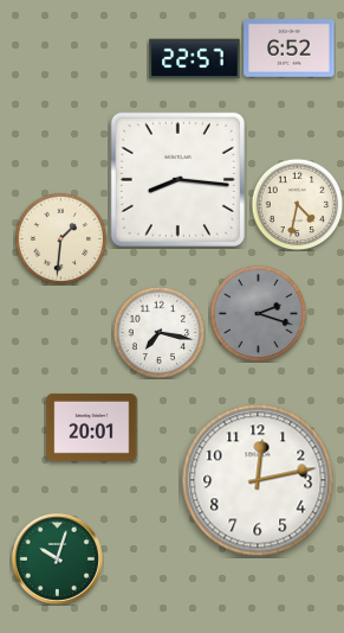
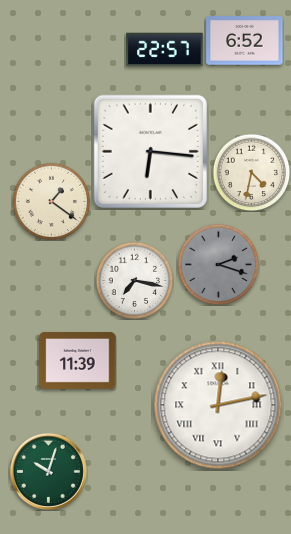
clock at (177, 179): 8:16 -> 6:16
clock at (60, 238): 1:31 -> 1:21
clock at (92, 427): 20:01 -> 11:39
clock at (258, 480) numerals: Arabic -> Roman
